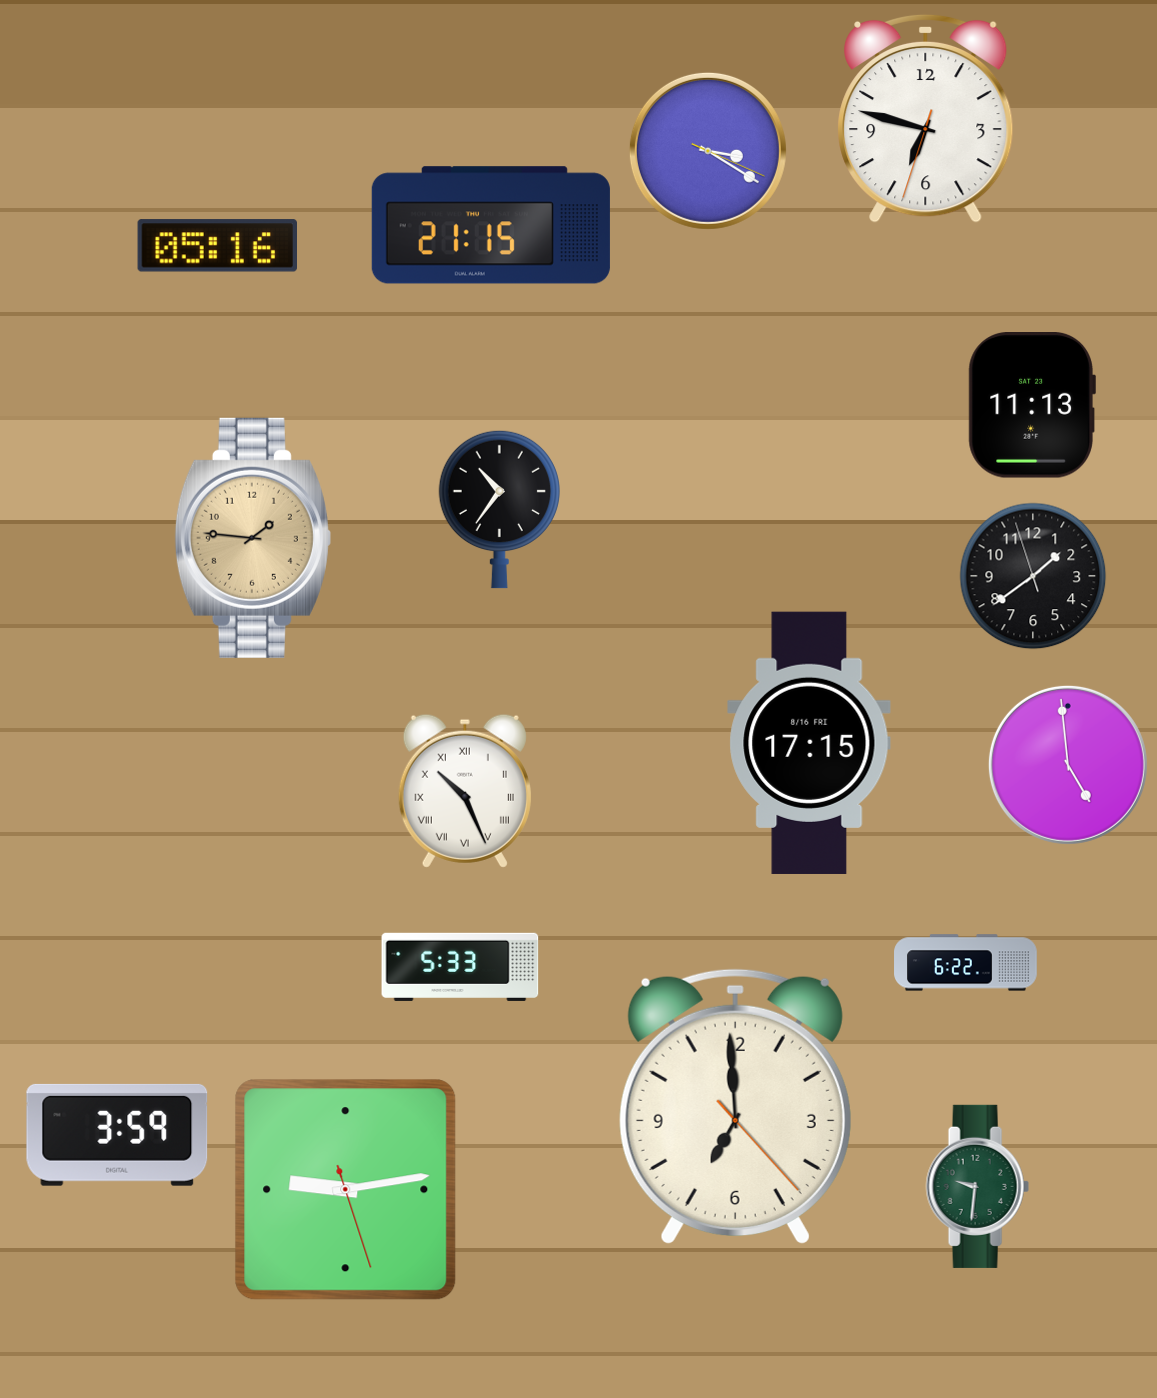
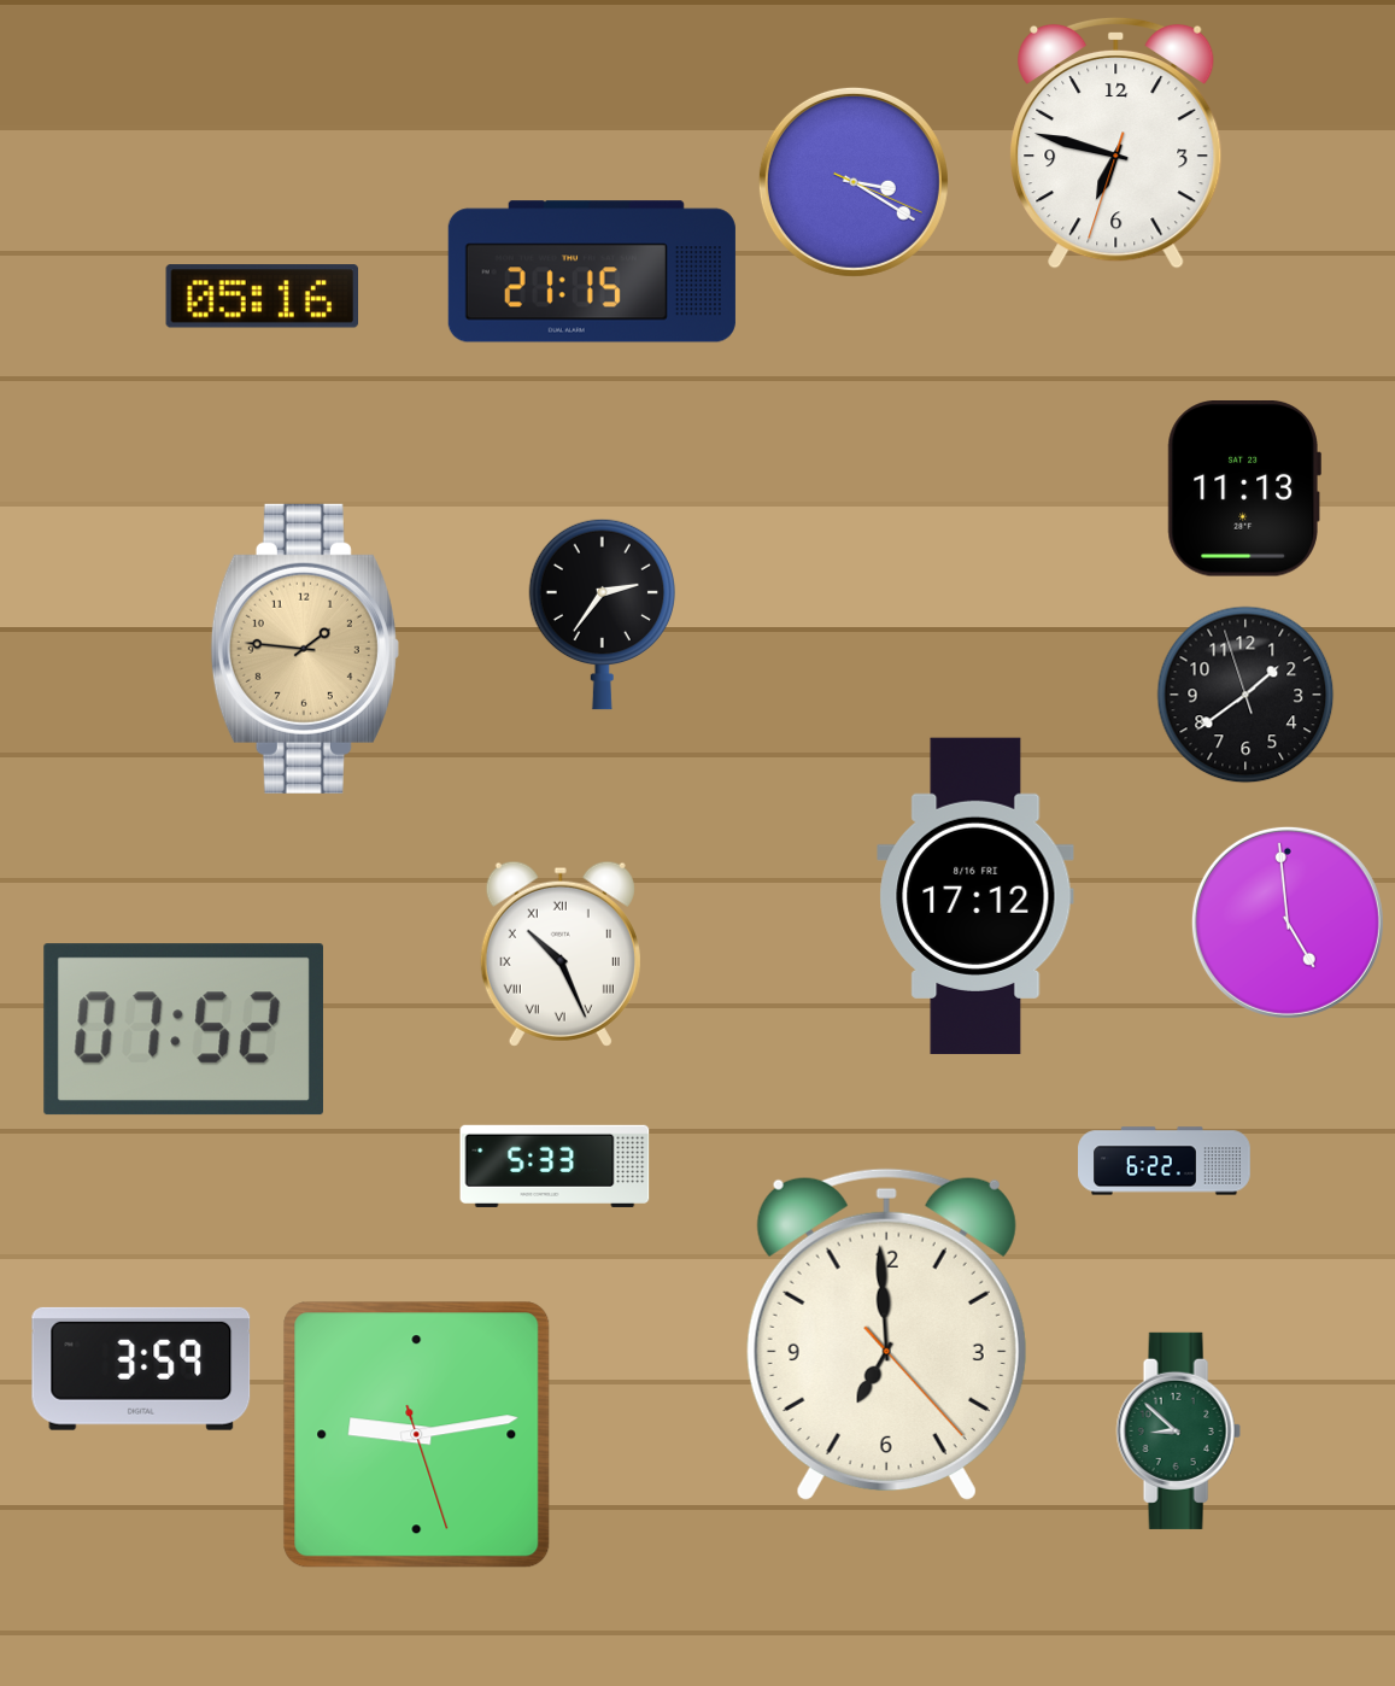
clock at (499, 509): 10:36 -> 2:36
clock at (809, 743): 17:15 -> 17:12
clock at (183, 1030): none -> 07:52
clock at (977, 1186): 9:31 -> 8:52
